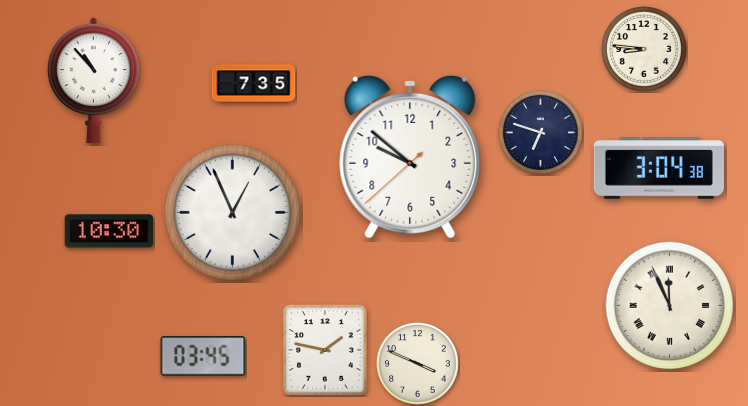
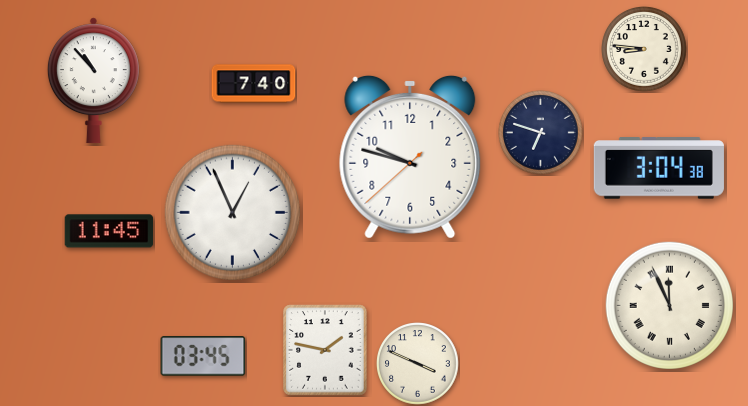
clock at (254, 84): 7:35 -> 7:40
clock at (410, 157): 9:51 -> 9:47
clock at (109, 231): 10:30 -> 11:45
